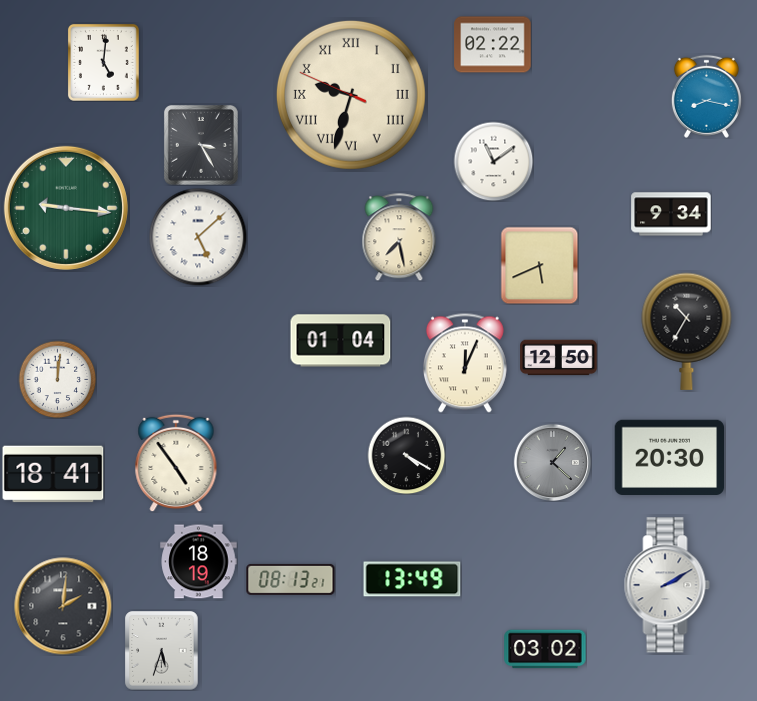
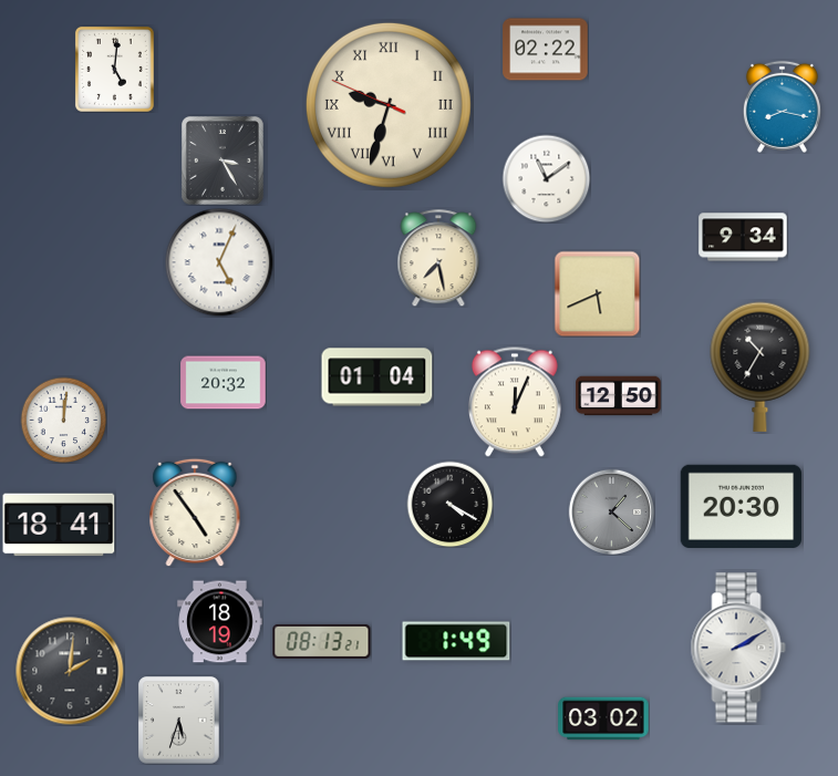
clock at (66, 208): 9:16 -> none
clock at (198, 237): 5:08 -> 5:04
clock at (399, 237) position: (399, 237) -> (438, 258)
clock at (224, 383): none -> 20:32
clock at (412, 579): 13:49 -> 1:49
